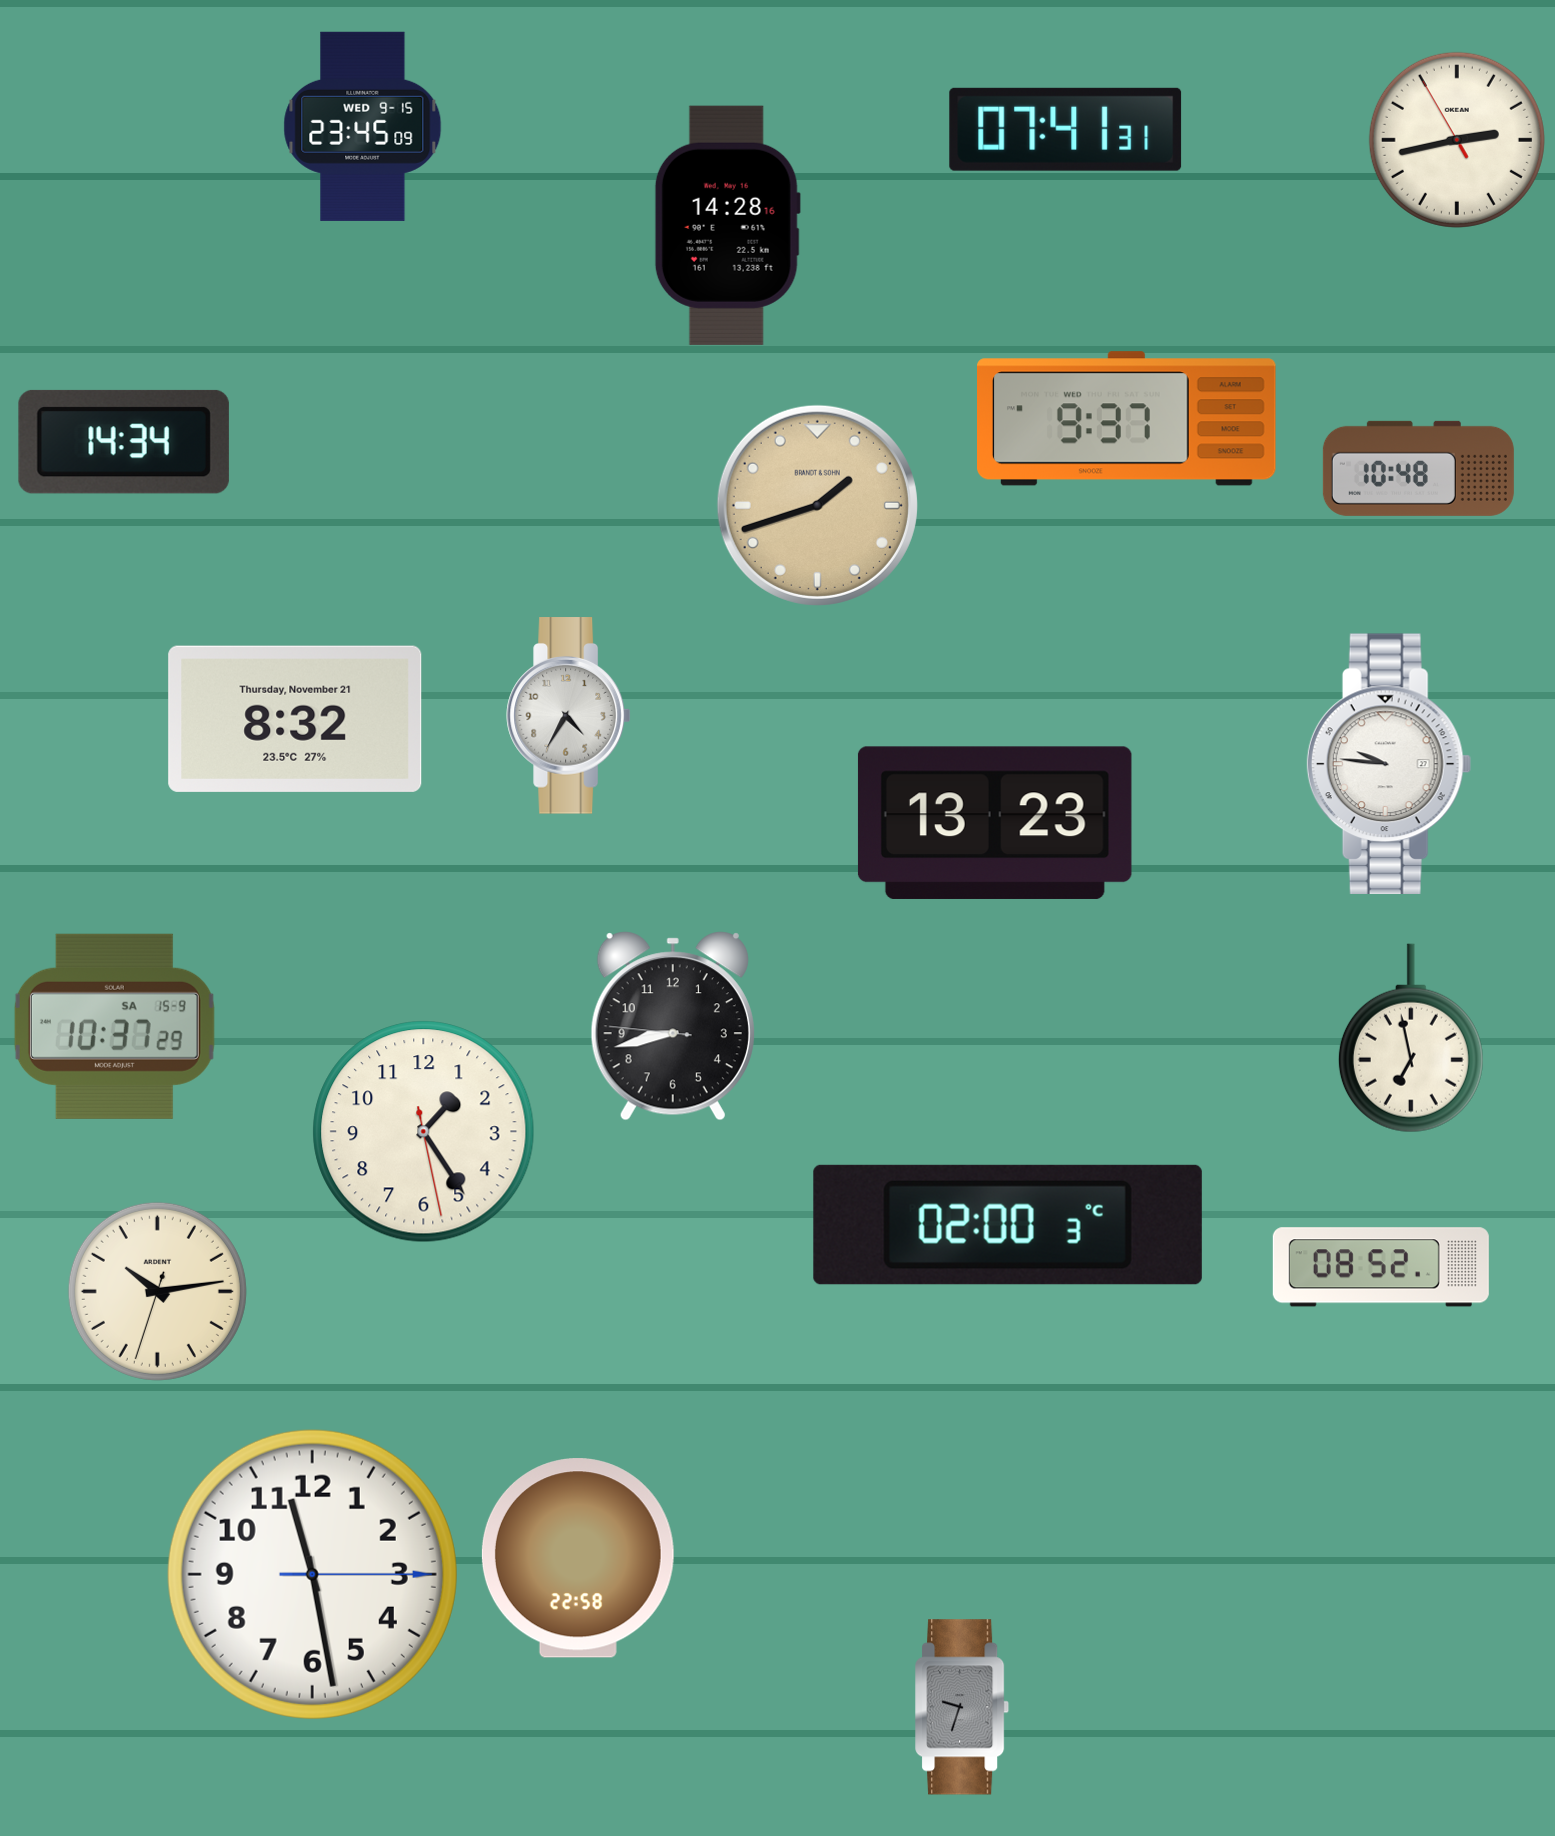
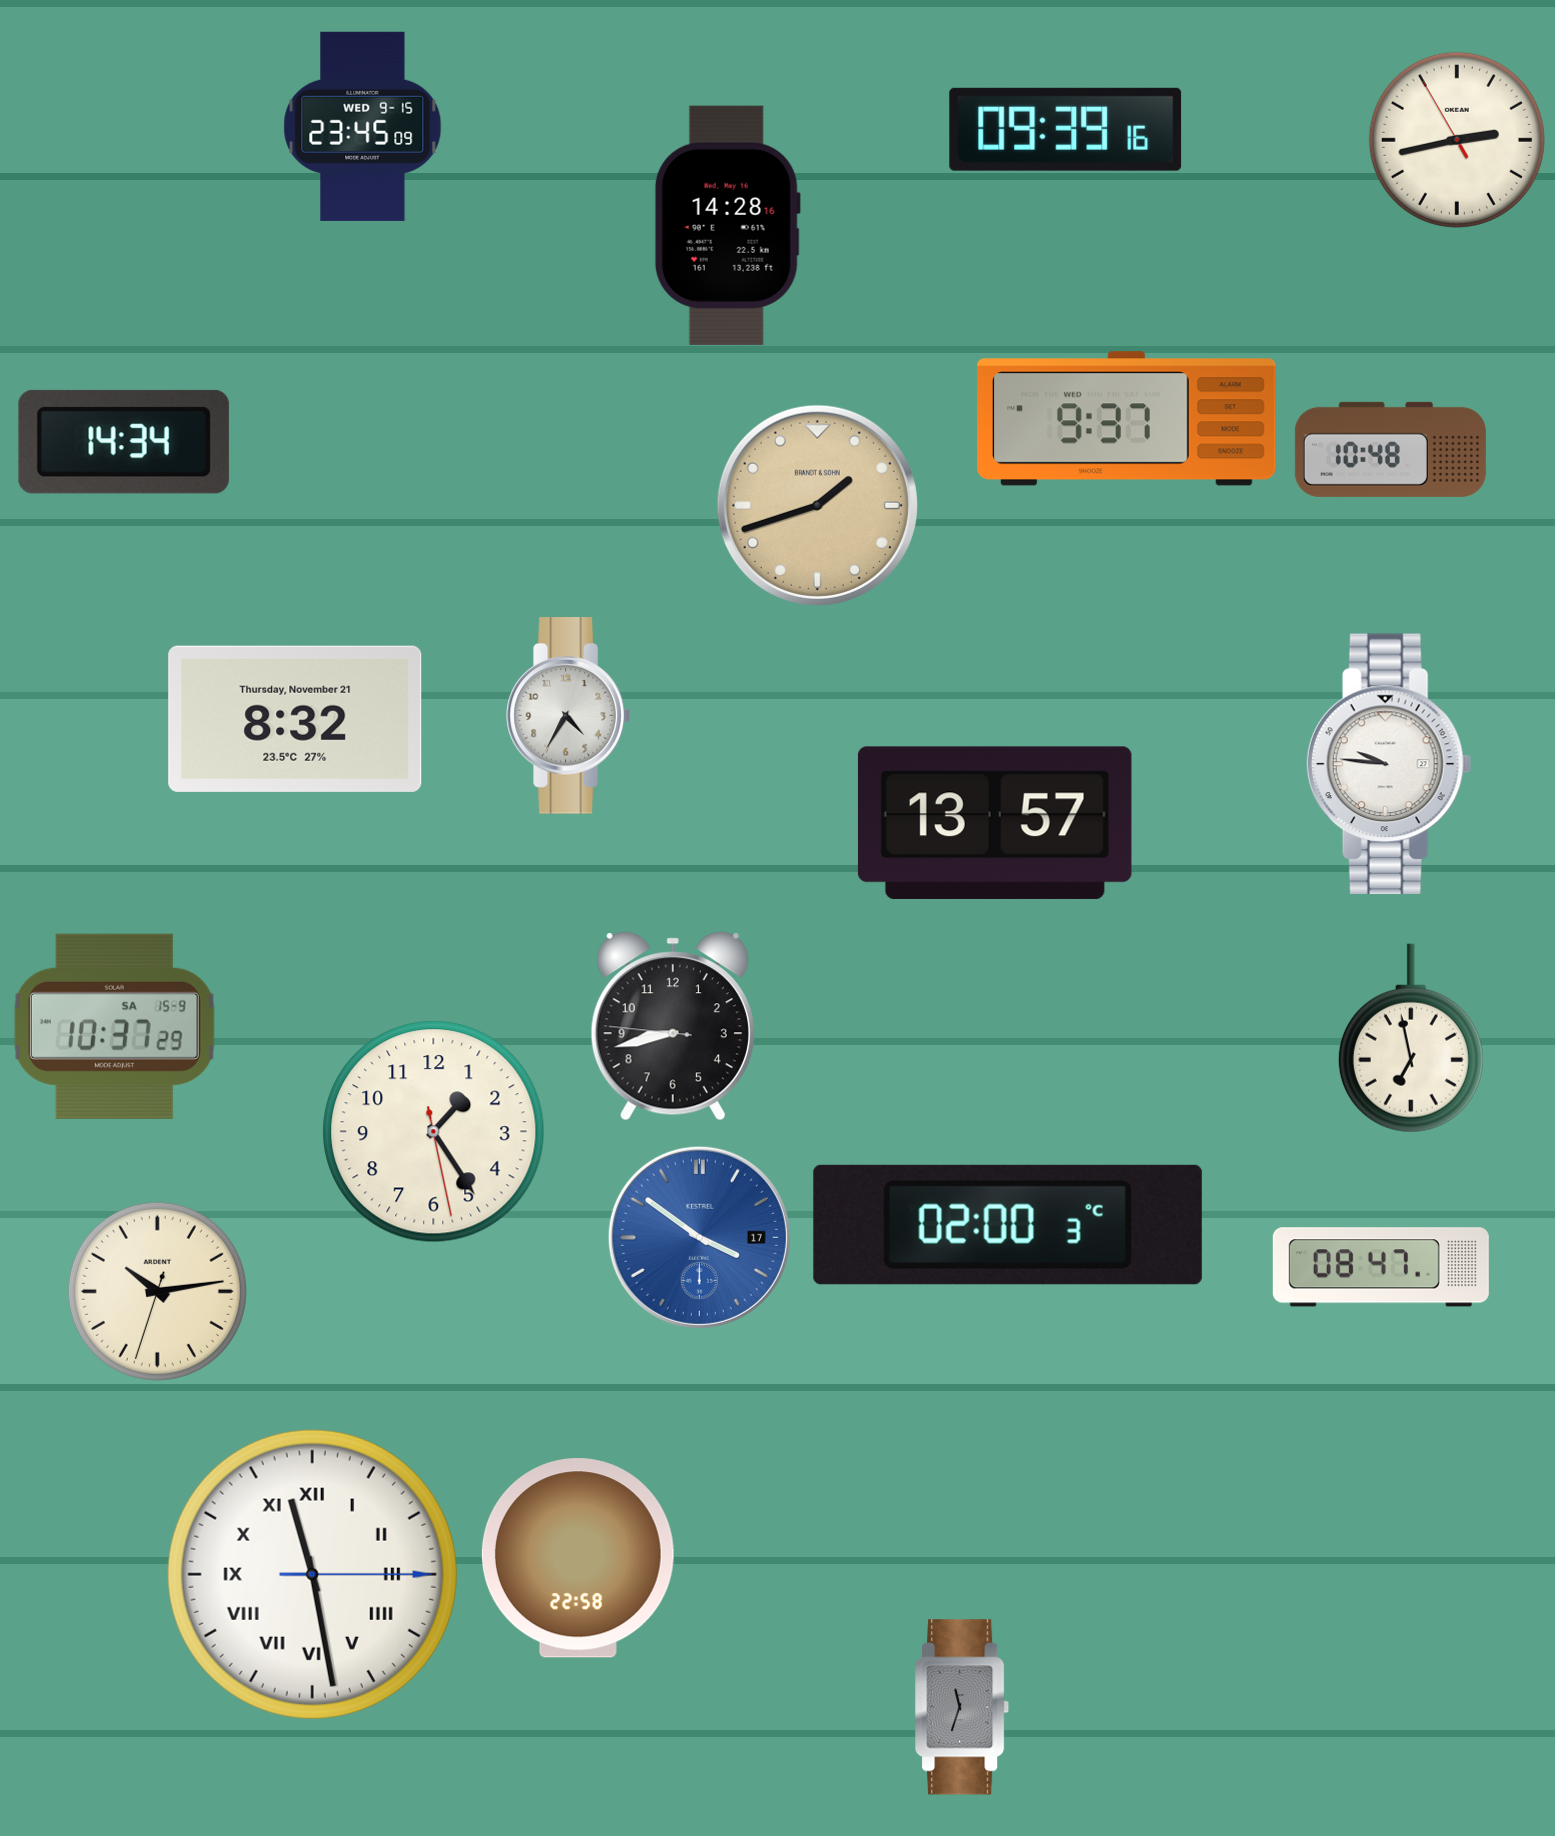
clock at (1066, 129): 07:41 -> 09:39
clock at (1418, 468) position: (1418, 468) -> (1390, 449)
clock at (995, 823): 13:23 -> 13:57
clock at (424, 1132) position: (424, 1132) -> (434, 1132)
clock at (699, 1237): none -> 3:51
clock at (1381, 1267): 08:52 -> 08:47
clock at (312, 1574) numerals: Arabic -> Roman
clock at (963, 1707): 9:33 -> 11:33
